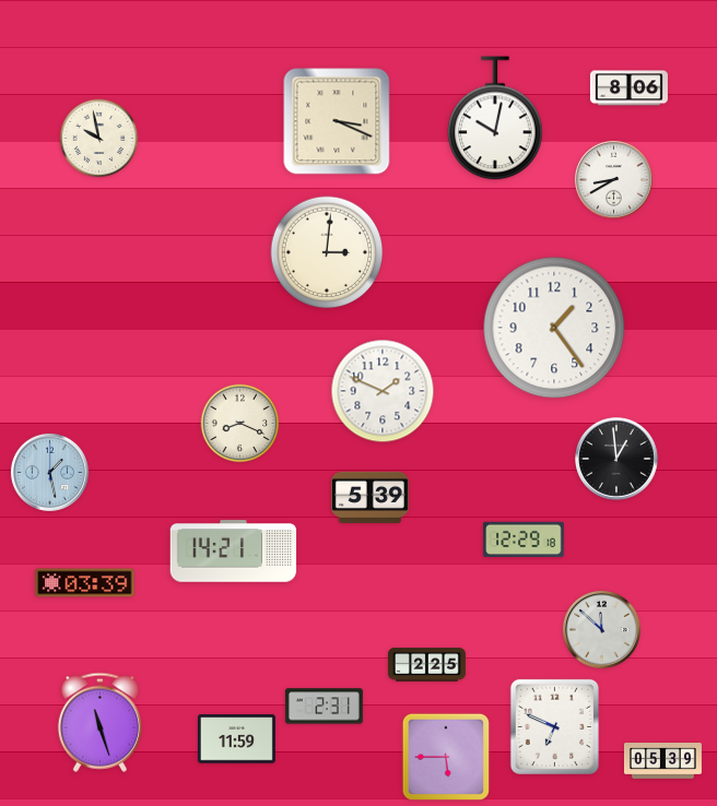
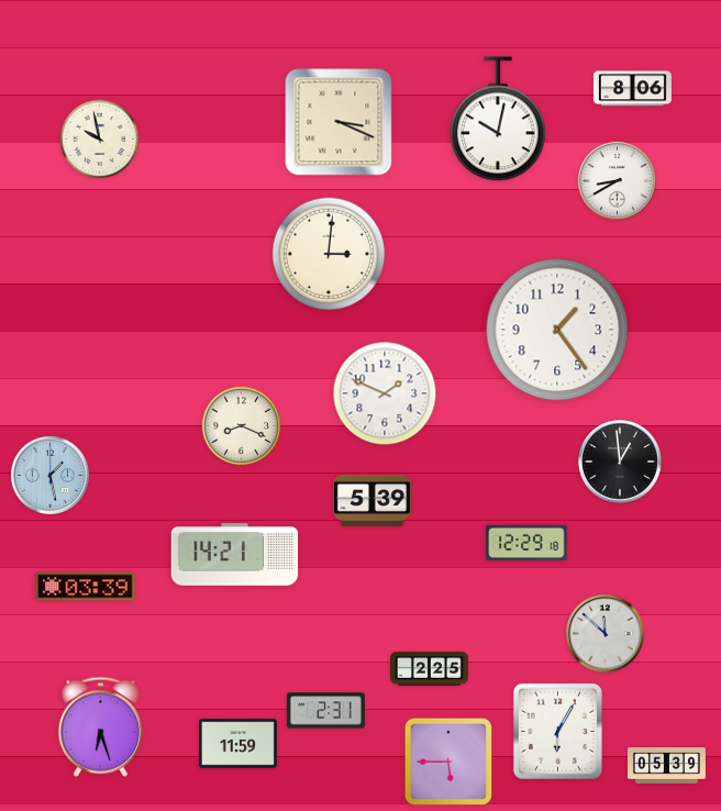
clock at (99, 722): 11:27 -> 6:27
clock at (554, 726): 6:49 -> 6:05
